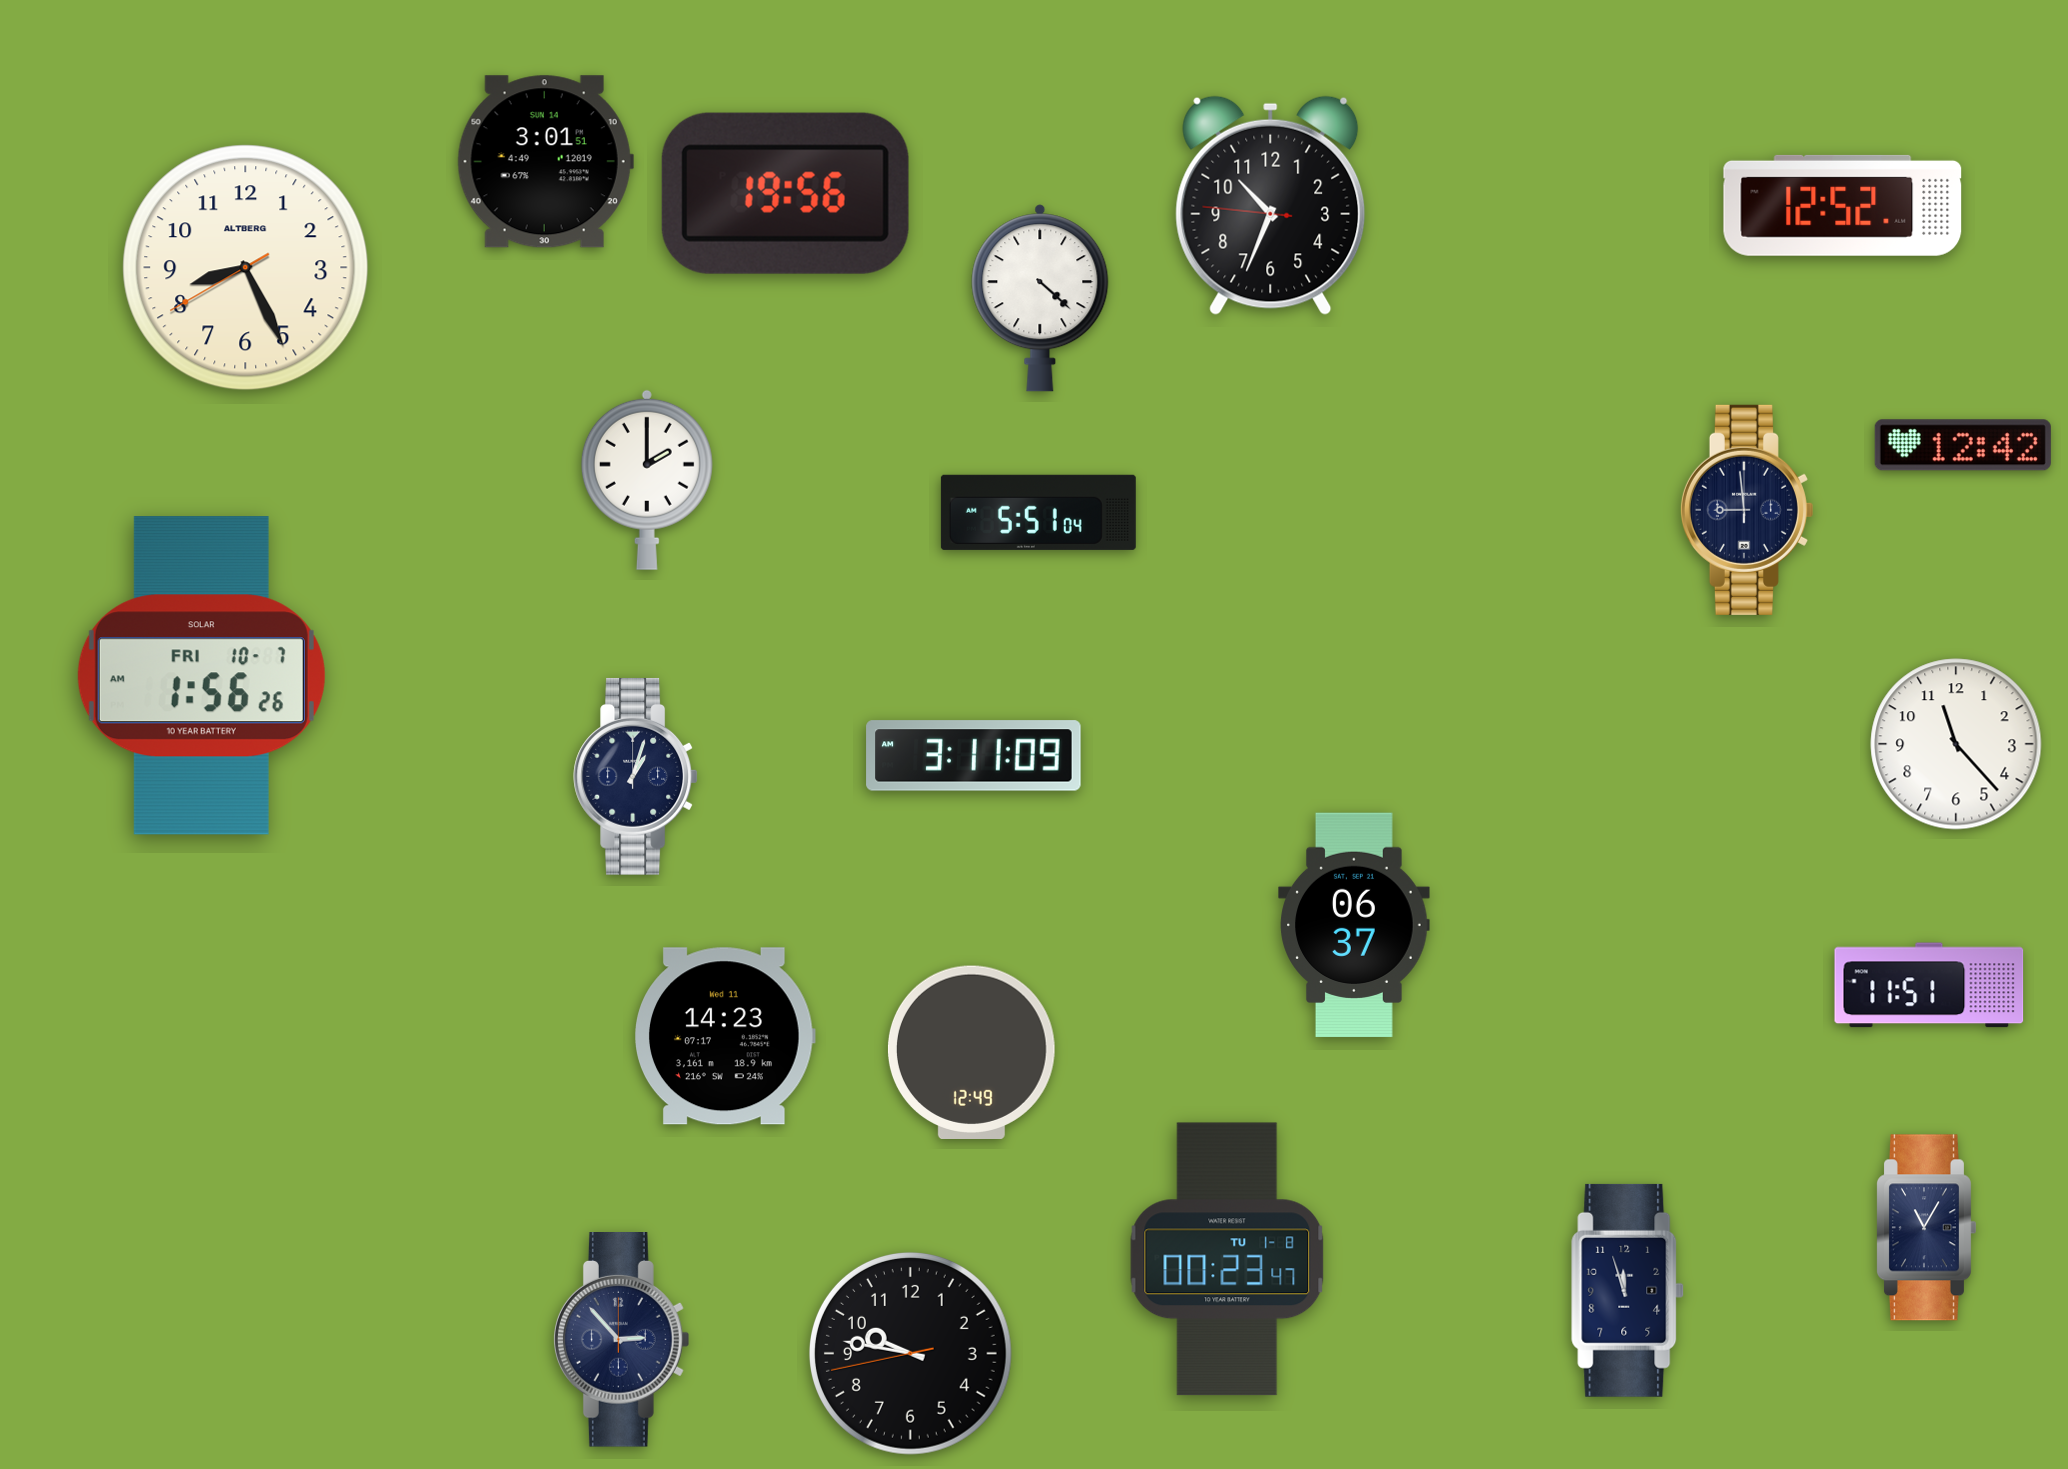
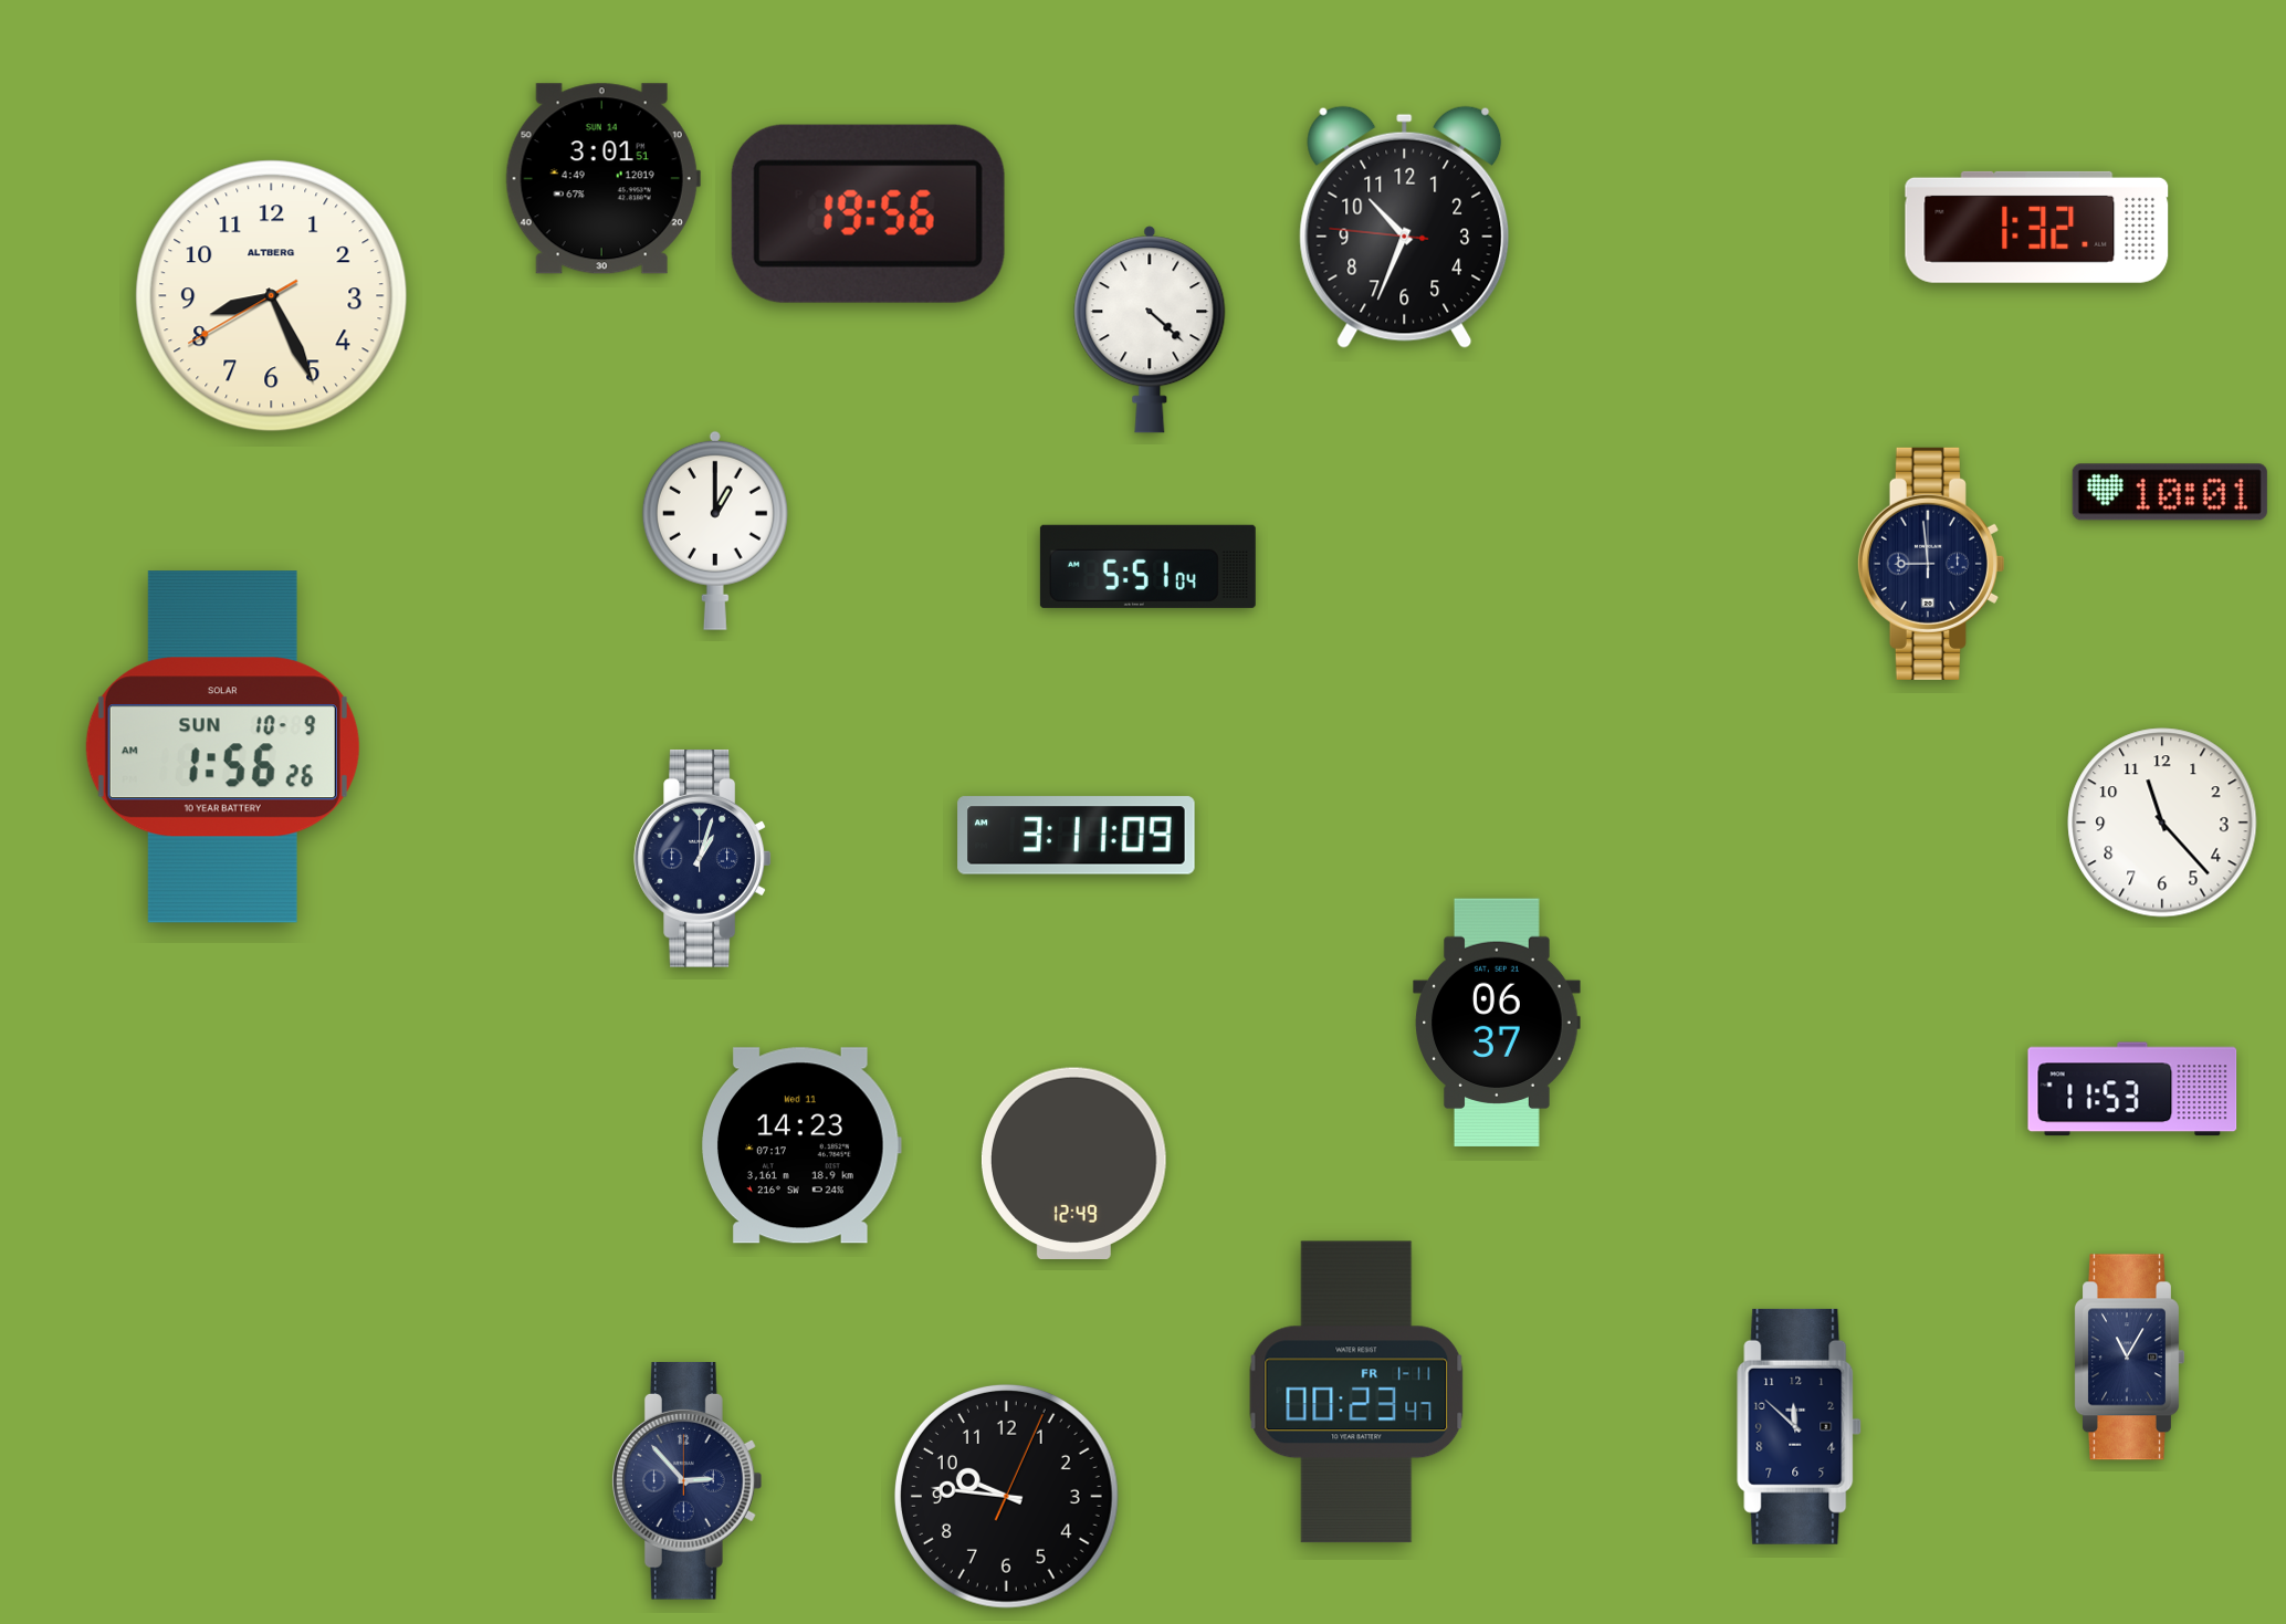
clock at (1843, 205): 12:52 -> 1:32
clock at (1963, 445): 12:42 -> 10:01
clock at (647, 480): 2:00 -> 1:00
clock at (201, 676) date: FRI 10-7 -> SUN 10-9
clock at (1929, 985): 11:51 -> 11:53
clock at (1227, 1259) date: TU 1-8 -> FR 1-11
clock at (1628, 1290): 11:57 -> 11:52
clock at (910, 1353): 9:46:43 -> 9:46:04
